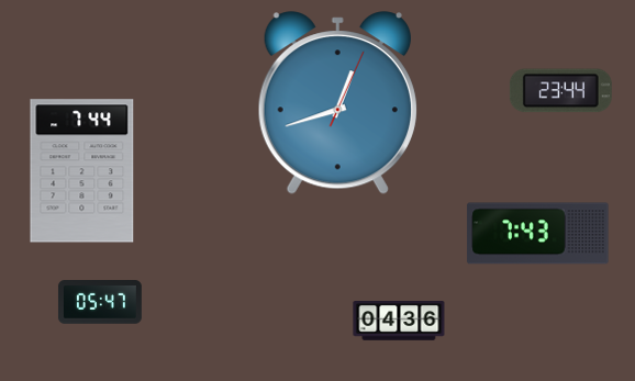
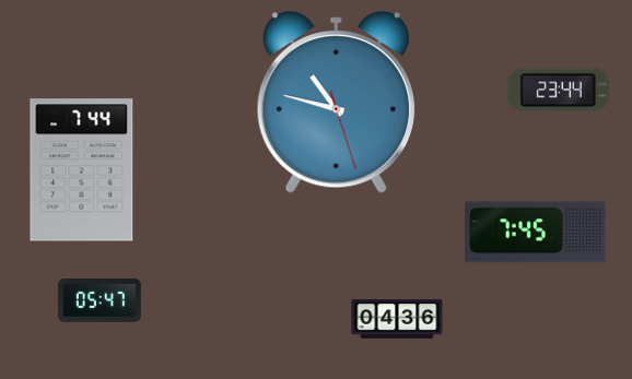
clock at (337, 103): 12:42 -> 10:47
clock at (538, 234): 7:43 -> 7:45
